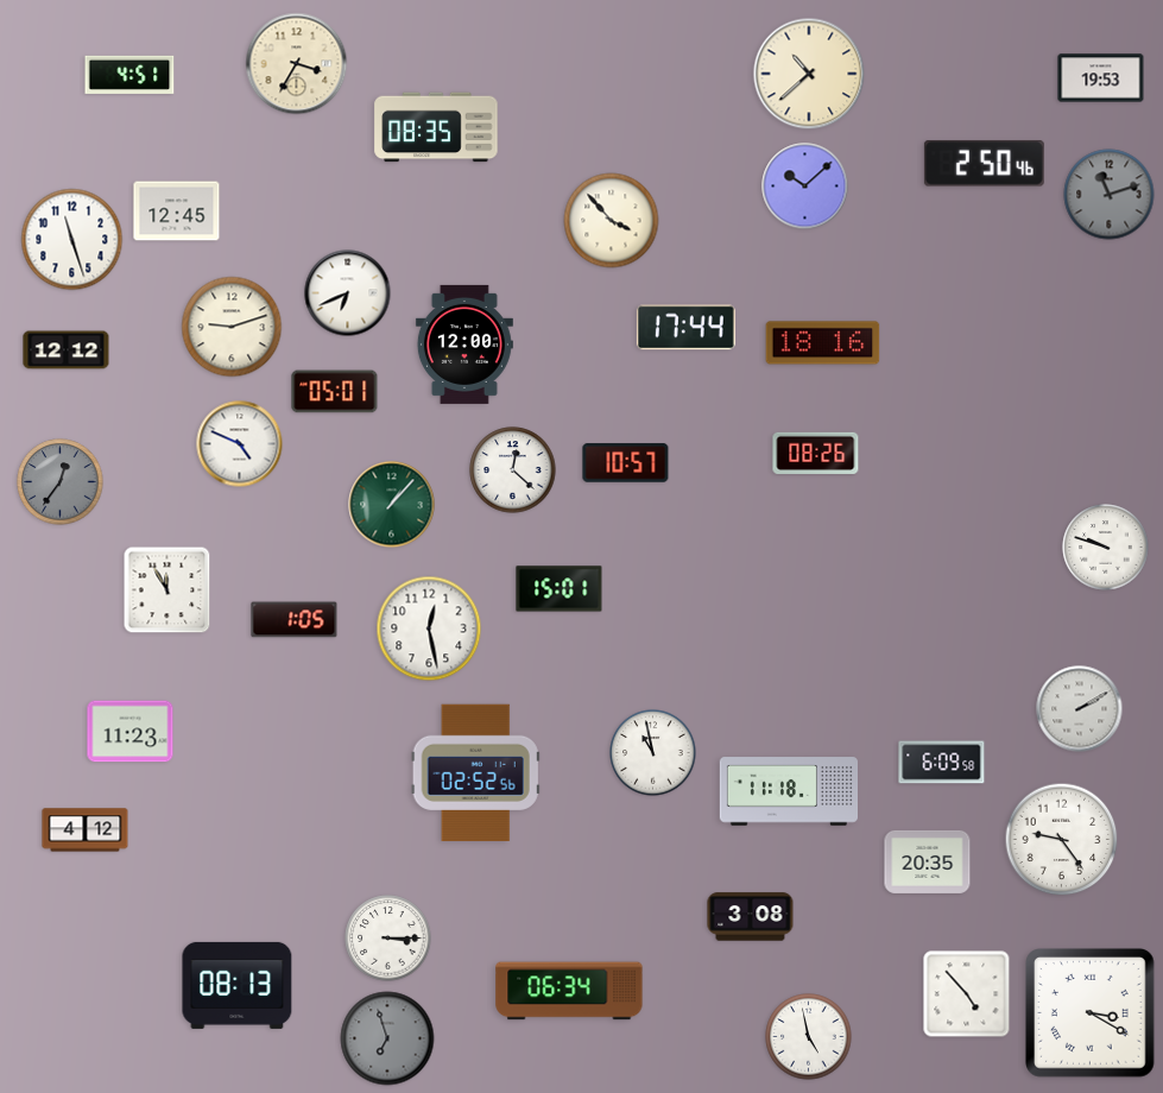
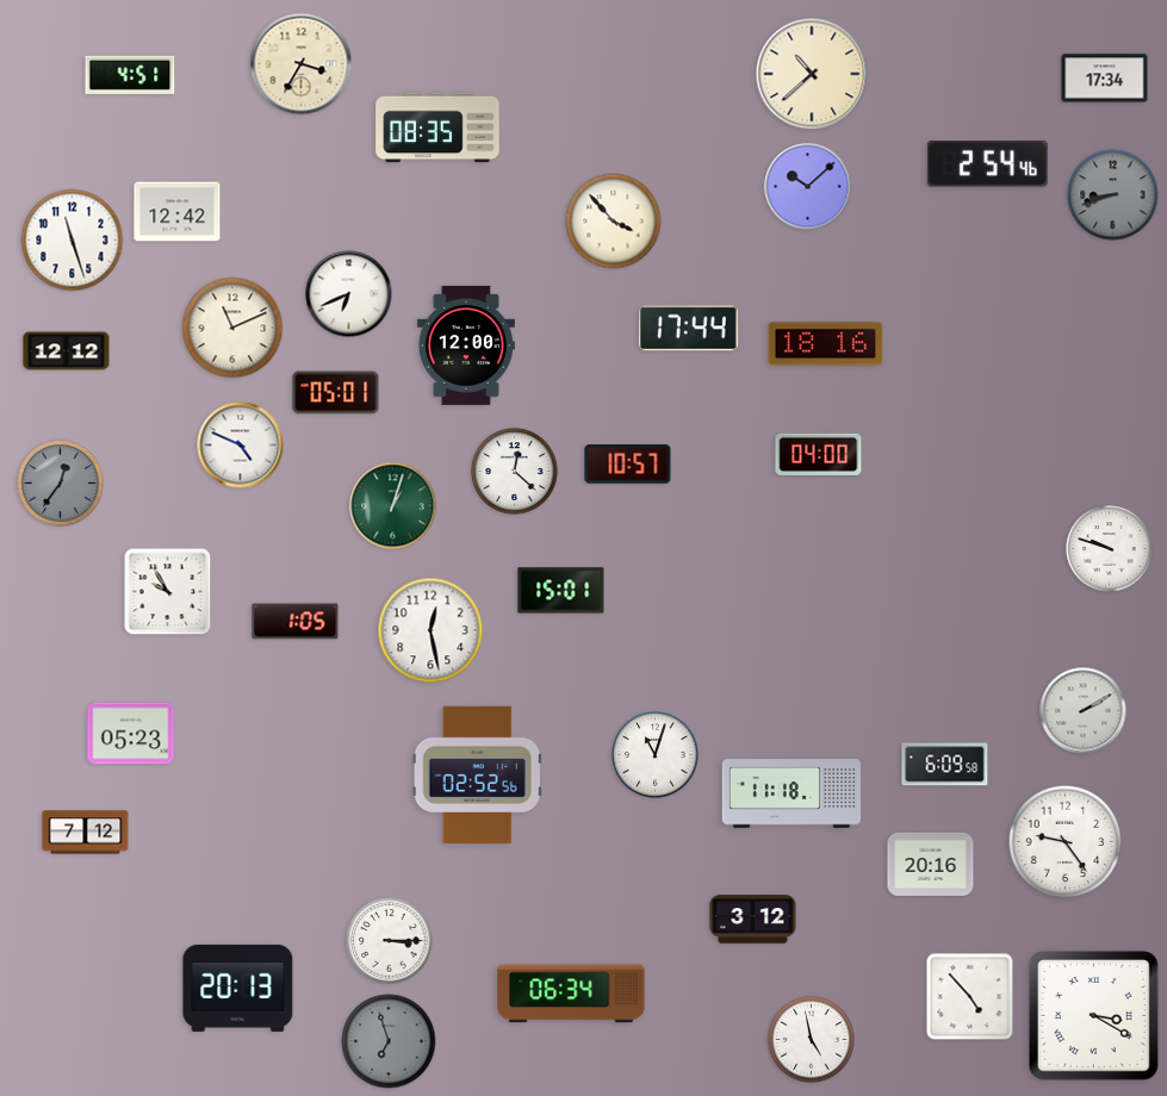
clock at (297, 64) position: (297, 64) -> (302, 64)
clock at (1101, 78): 19:53 -> 17:34
clock at (984, 164): 2:50 -> 2:54
clock at (1110, 195): 11:12 -> 8:42
clock at (177, 211): 12:45 -> 12:42
clock at (232, 327): 9:12 -> 11:11
clock at (816, 453): 08:26 -> 04:00
clock at (392, 505): 1:07 -> 1:03
clock at (168, 590): 11:55 -> 9:55
clock at (131, 732): 11:23 -> 05:23
clock at (653, 753): 10:58 -> 11:03
clock at (86, 830): 4:12 -> 7:12
clock at (928, 861): 20:35 -> 20:16
clock at (751, 917): 3:08 -> 3:12
clock at (238, 985): 08:13 -> 20:13
